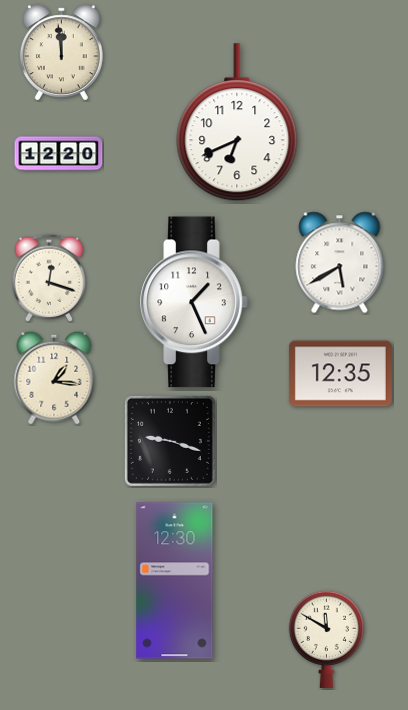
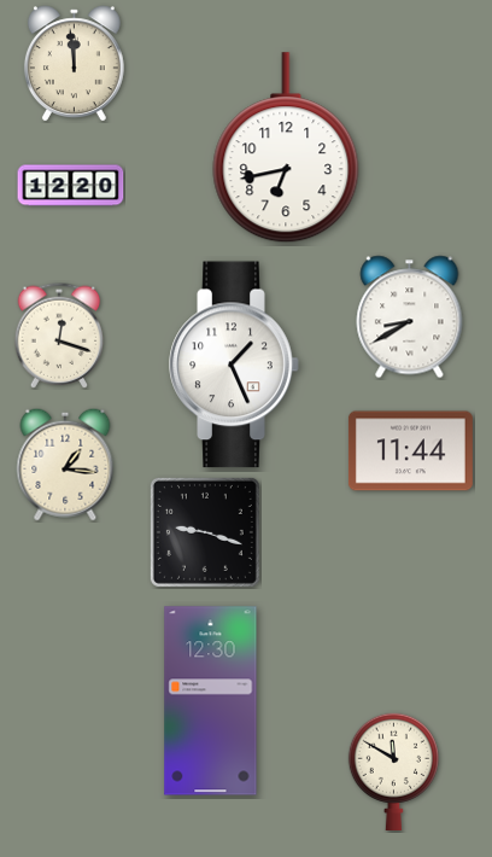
clock at (237, 123): 6:41 -> 6:43
clock at (340, 263): 5:40 -> 8:40
clock at (340, 374): 12:35 -> 11:44
clock at (54, 378) position: (54, 378) -> (65, 465)
